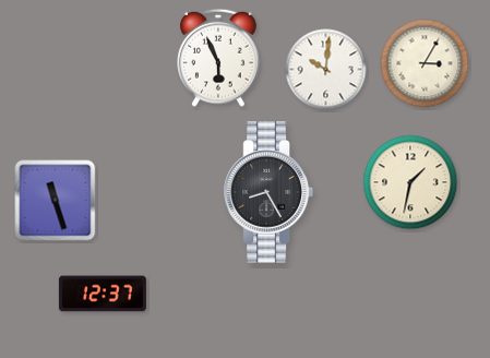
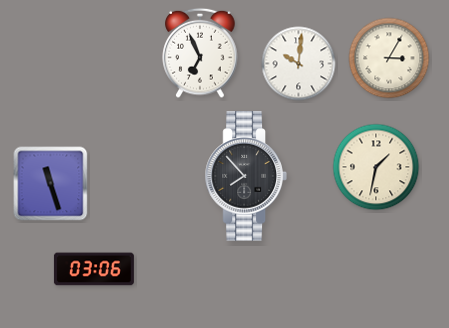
clock at (218, 58): 5:56 -> 6:56
clock at (268, 192): 8:25 -> 7:53
clock at (103, 294): 12:37 -> 03:06
